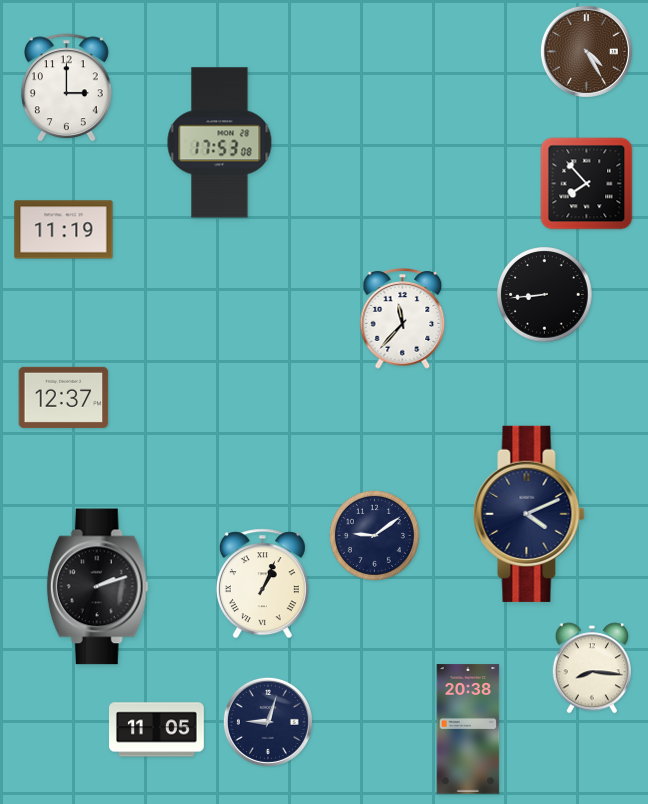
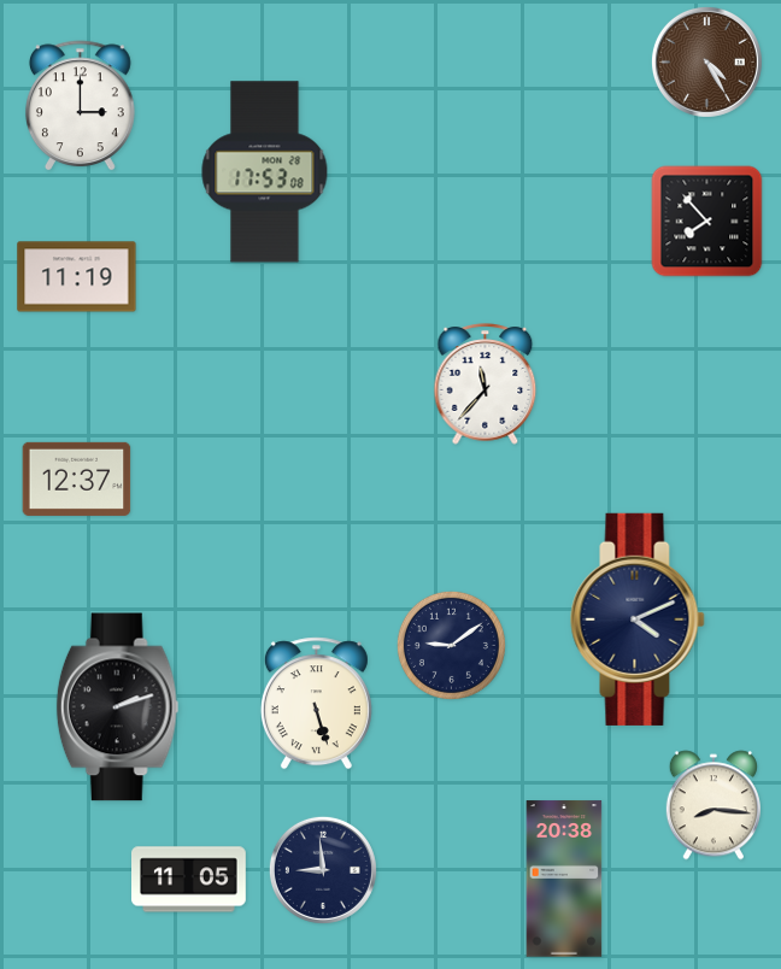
clock at (545, 295): 8:44 -> none
clock at (262, 584): 1:04 -> 5:27
clock at (268, 722): 9:03 -> 8:59
